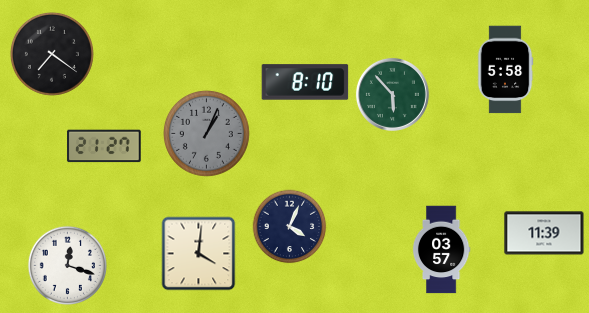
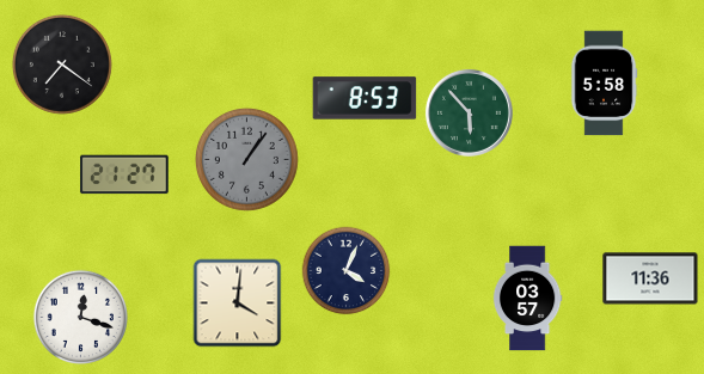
clock at (305, 82): 8:10 -> 8:53
clock at (206, 133): 1:04 -> 1:06
clock at (544, 233): 11:39 -> 11:36
